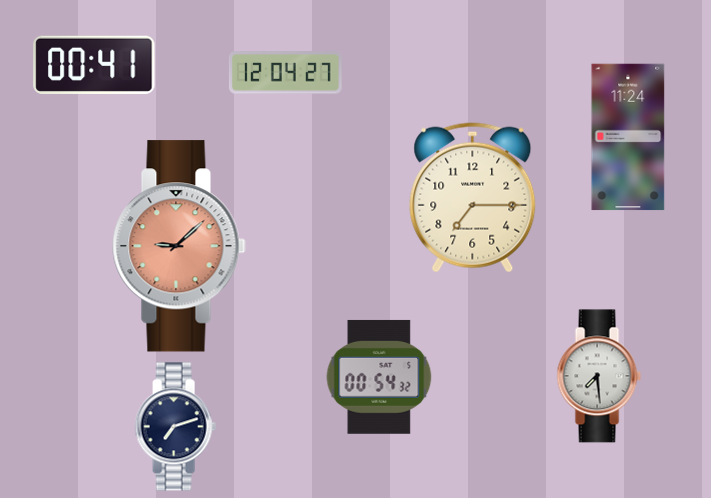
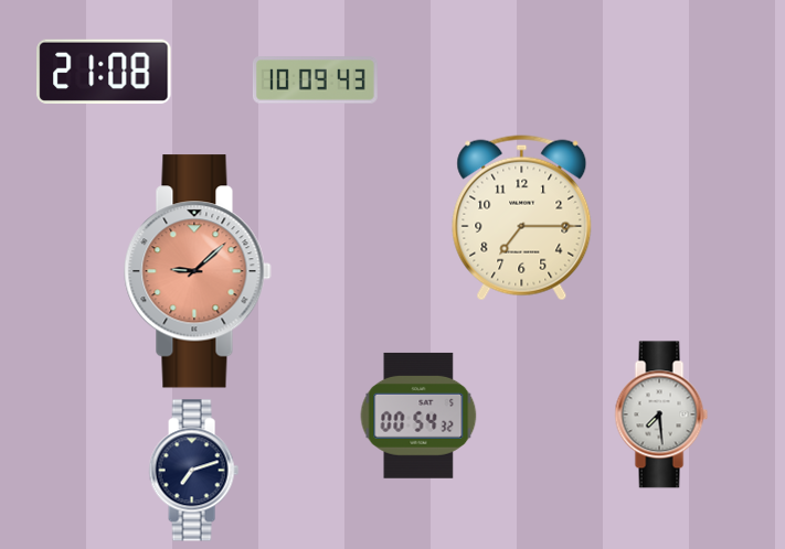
clock at (94, 65): 00:41 -> 21:08
clock at (285, 73): 12:04 -> 10:09
clock at (628, 137): 11:24 -> none
